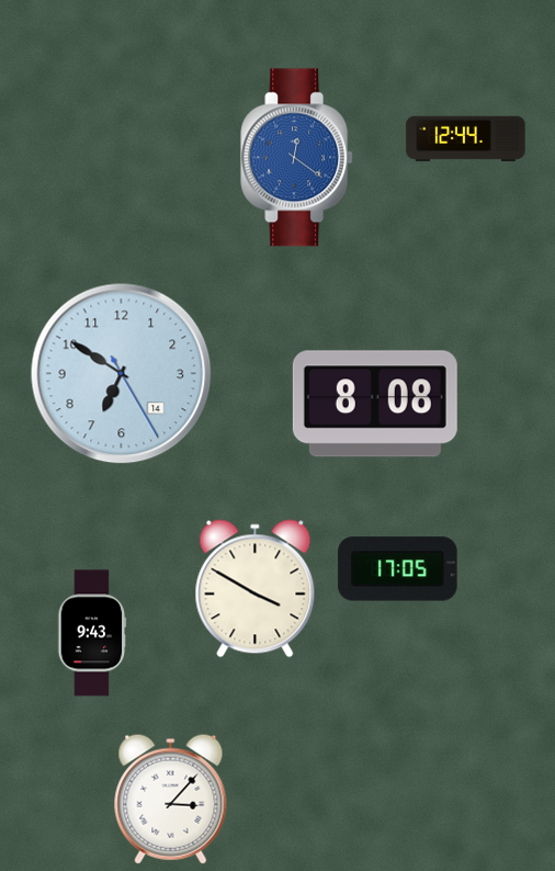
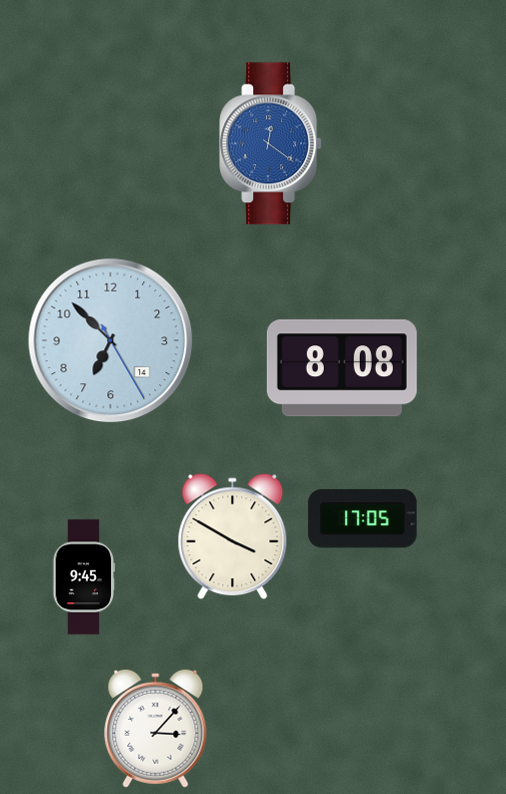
clock at (466, 139): 12:44 -> none
clock at (122, 374): 6:50 -> 6:52
clock at (92, 633): 9:43 -> 9:45
